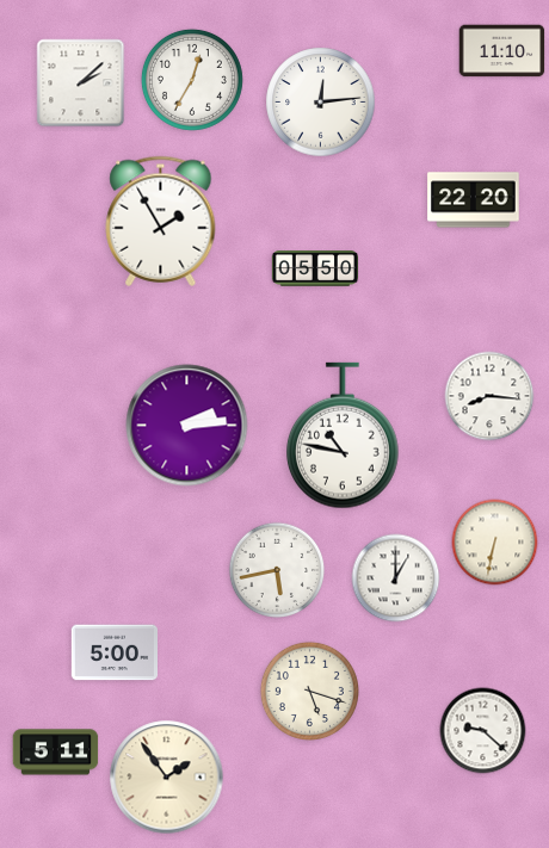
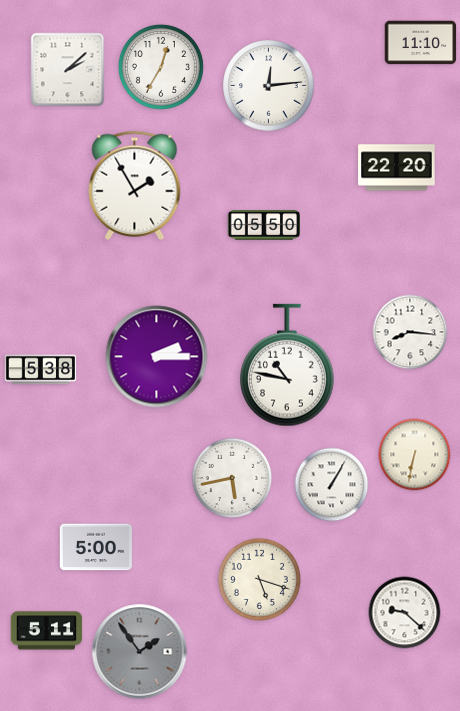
clock at (187, 426): 2:14 -> 2:15
clock at (41, 370): none -> 5:38
clock at (396, 578): 1:00 -> 1:05
clock at (167, 778) dial: cream -> grey
